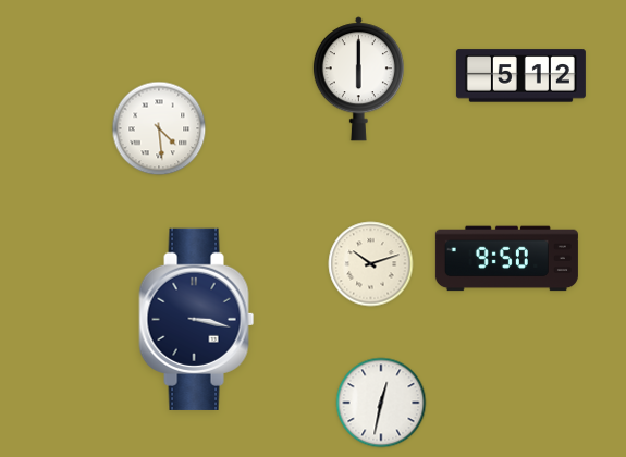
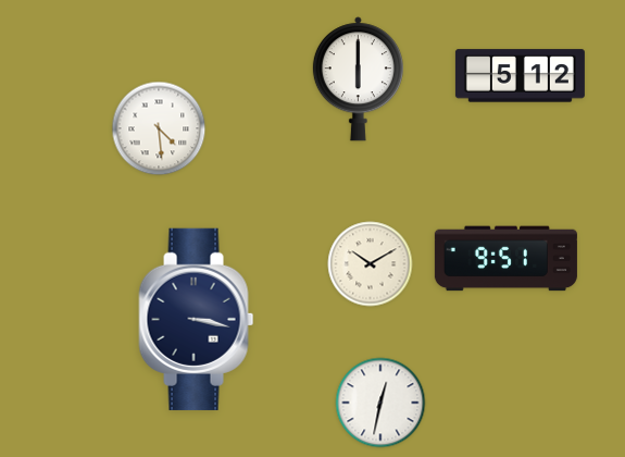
clock at (506, 259): 9:50 -> 9:51
clock at (371, 264): 10:12 -> 10:10
